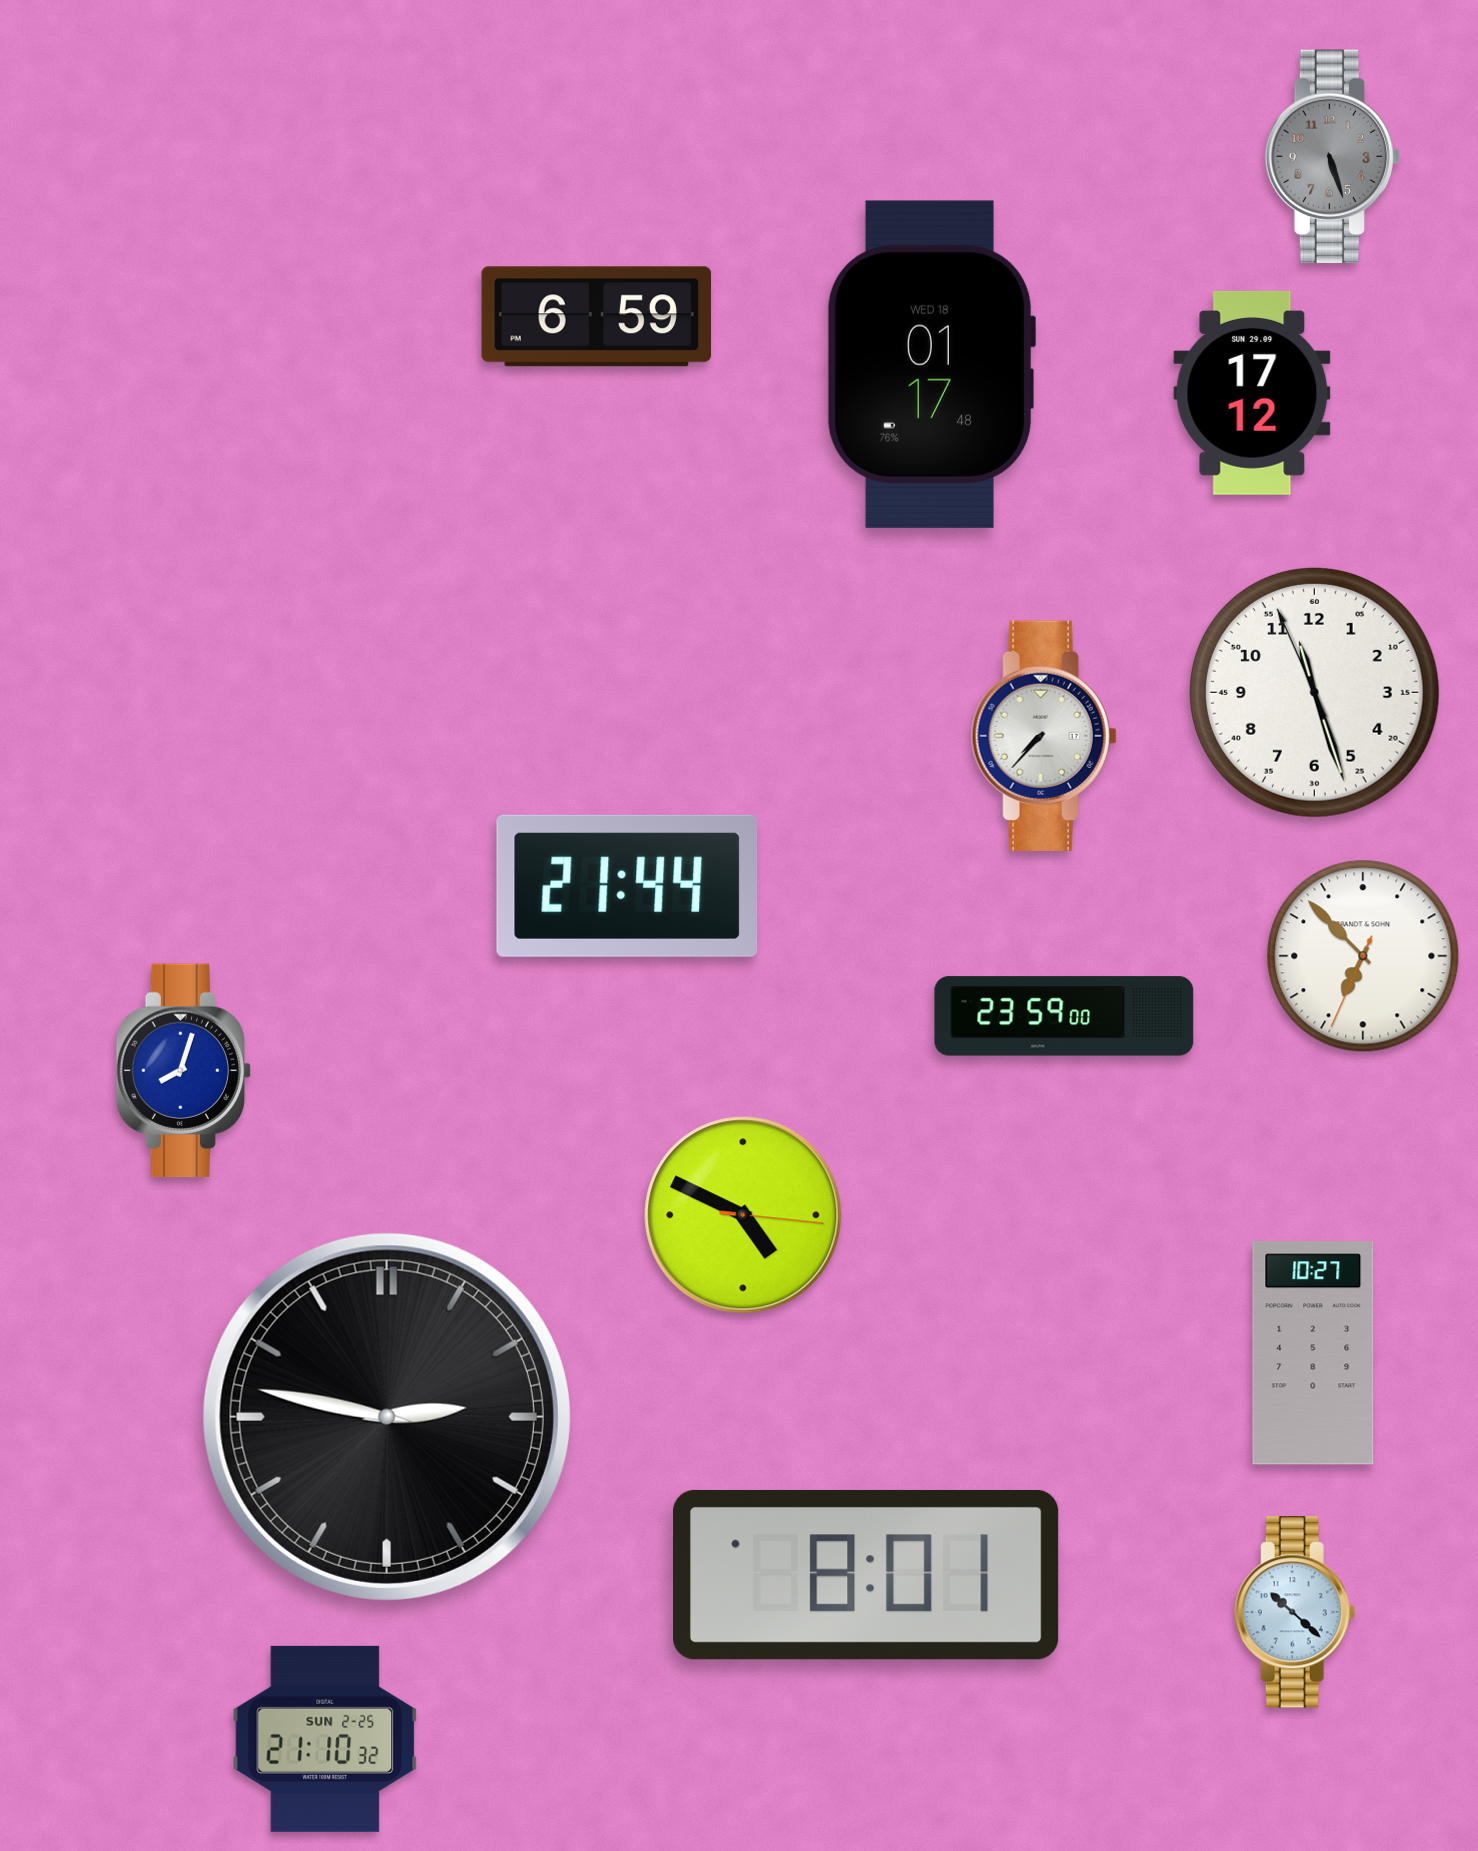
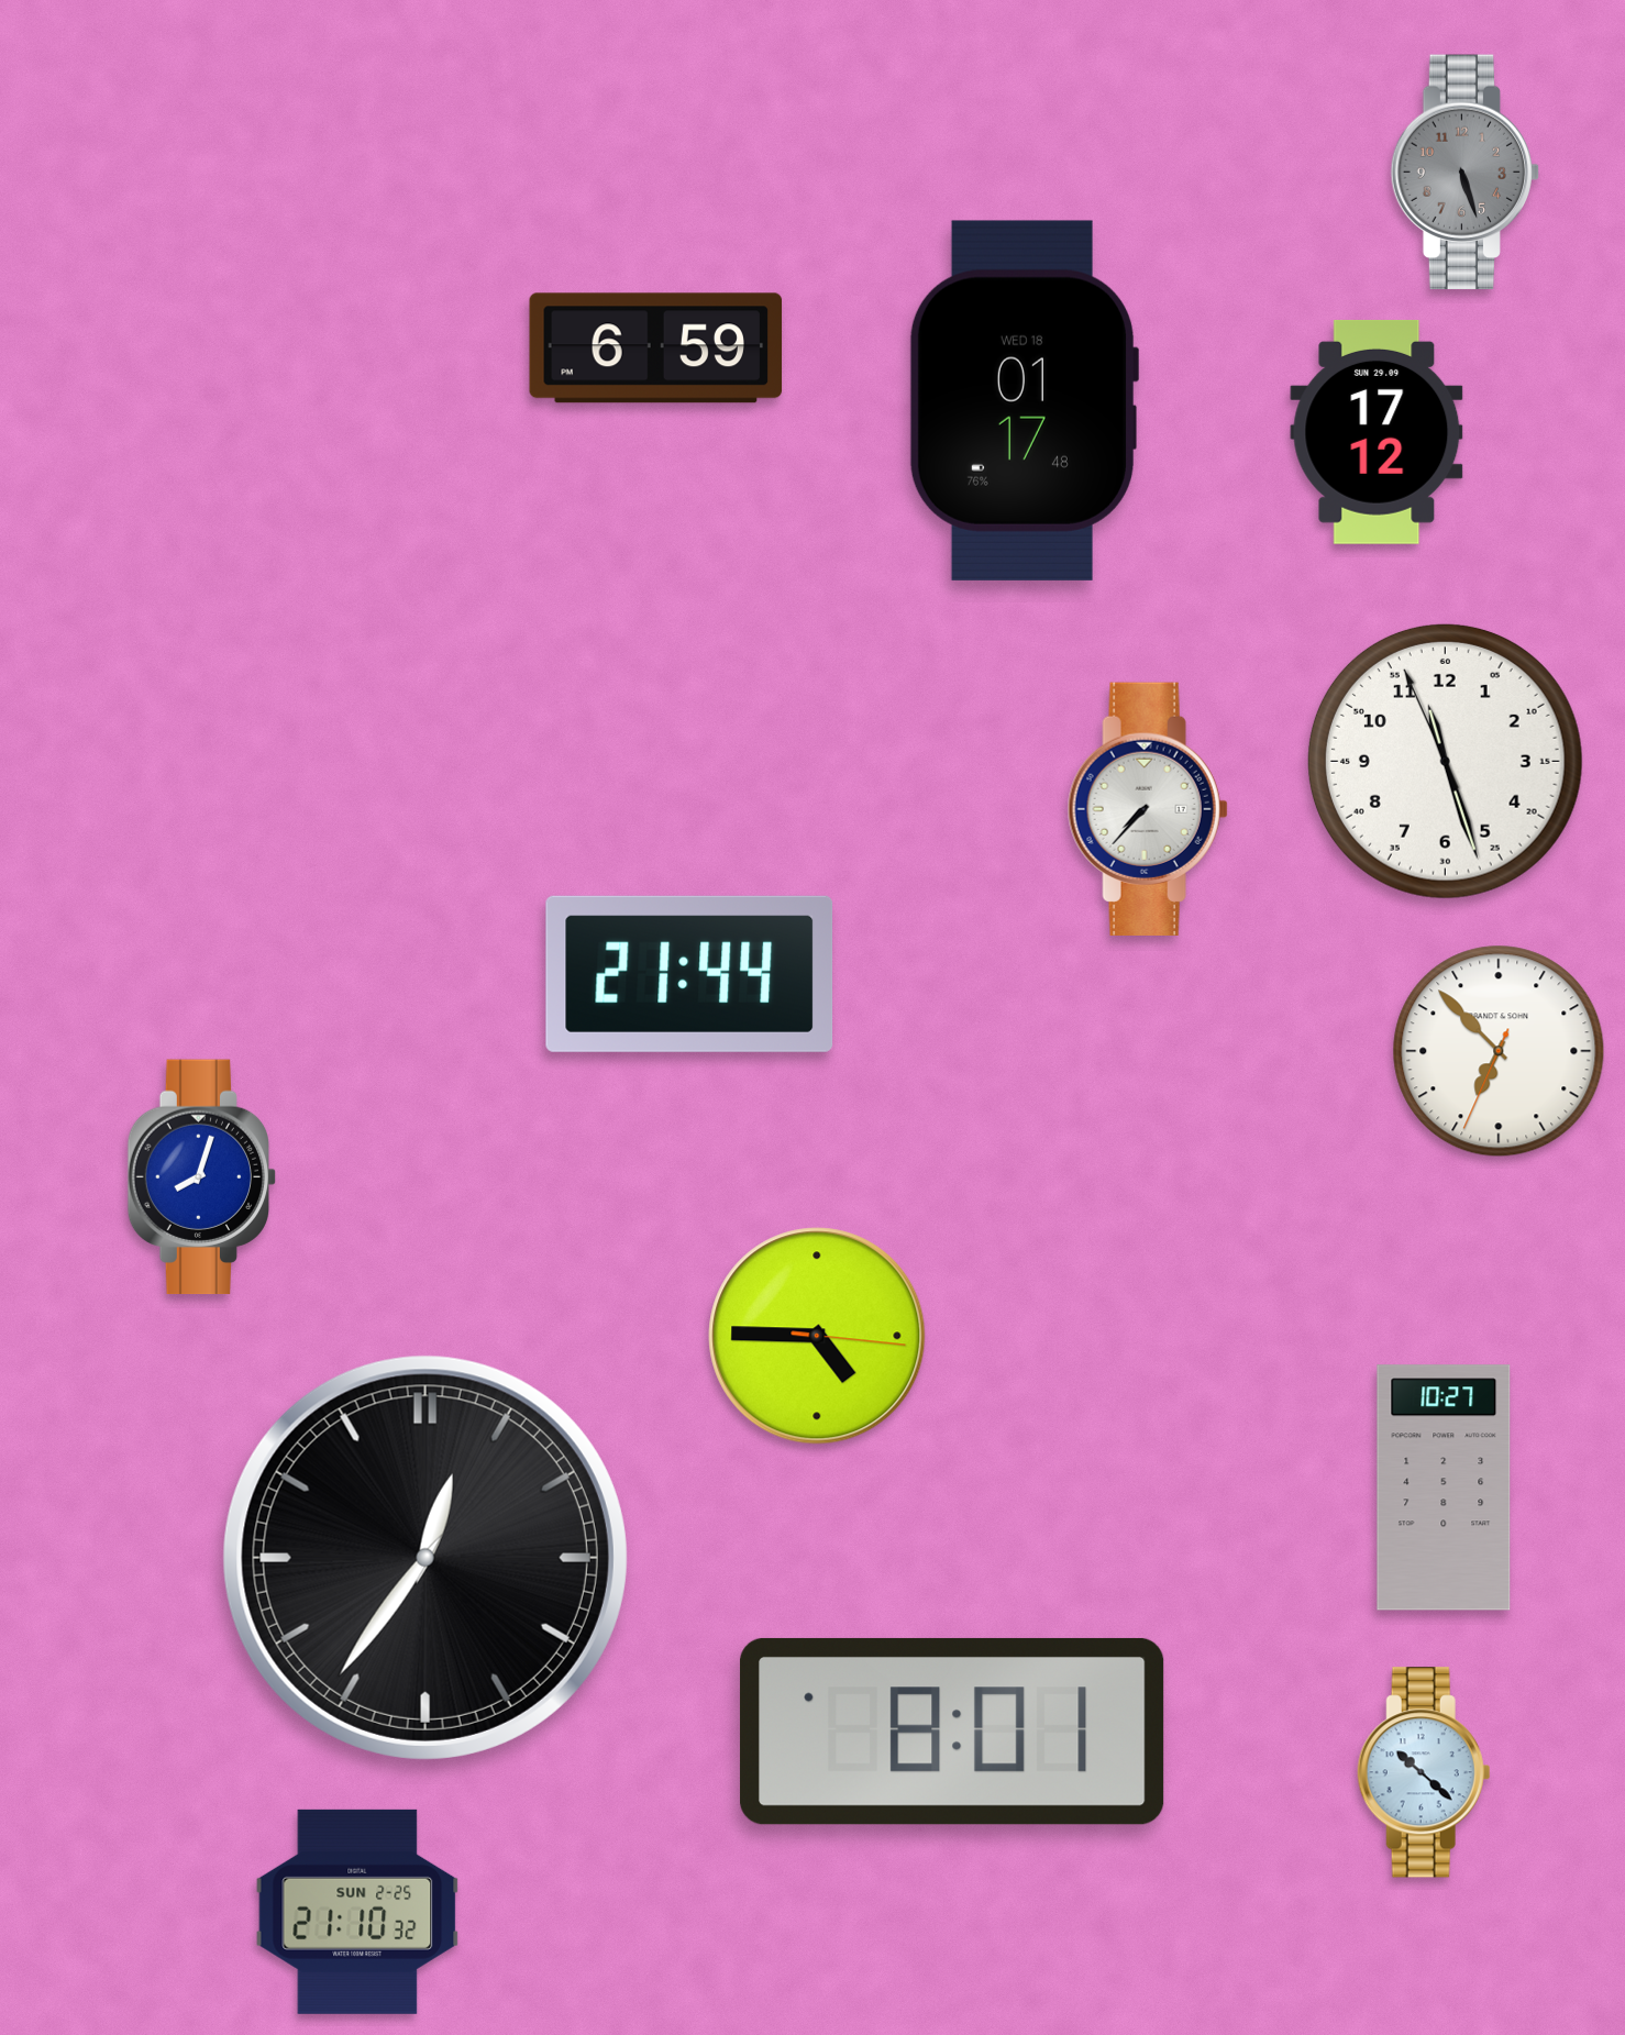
clock at (1064, 1016): 23:59 -> none
clock at (743, 1215): 4:49 -> 4:45
clock at (387, 1417): 2:47 -> 12:36
